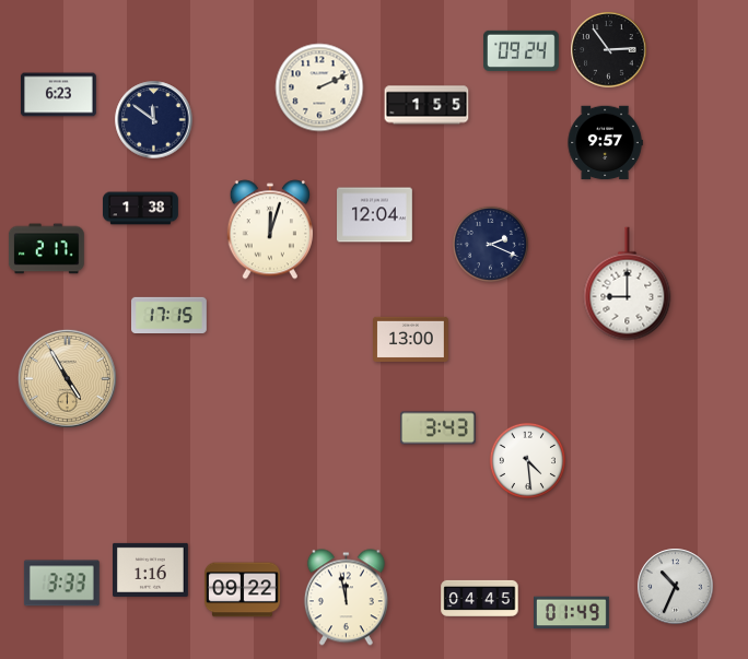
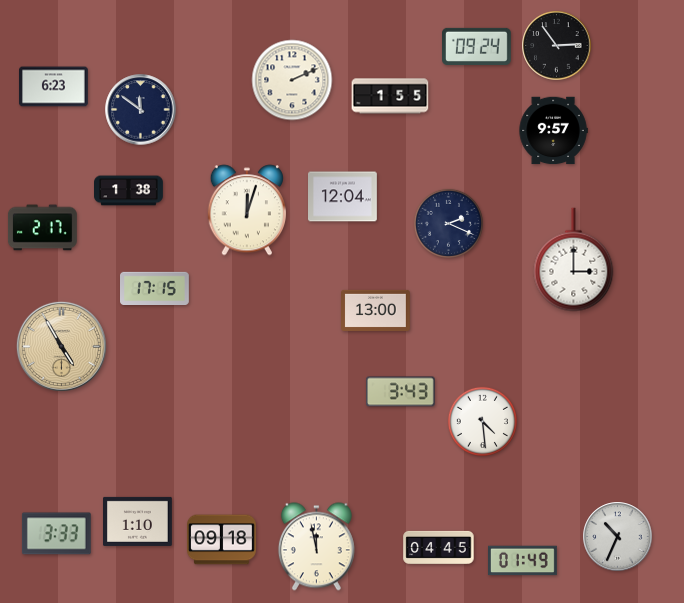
clock at (628, 284): 9:00 -> 3:00
clock at (151, 569): 1:16 -> 1:10
clock at (243, 590): 09:22 -> 09:18
